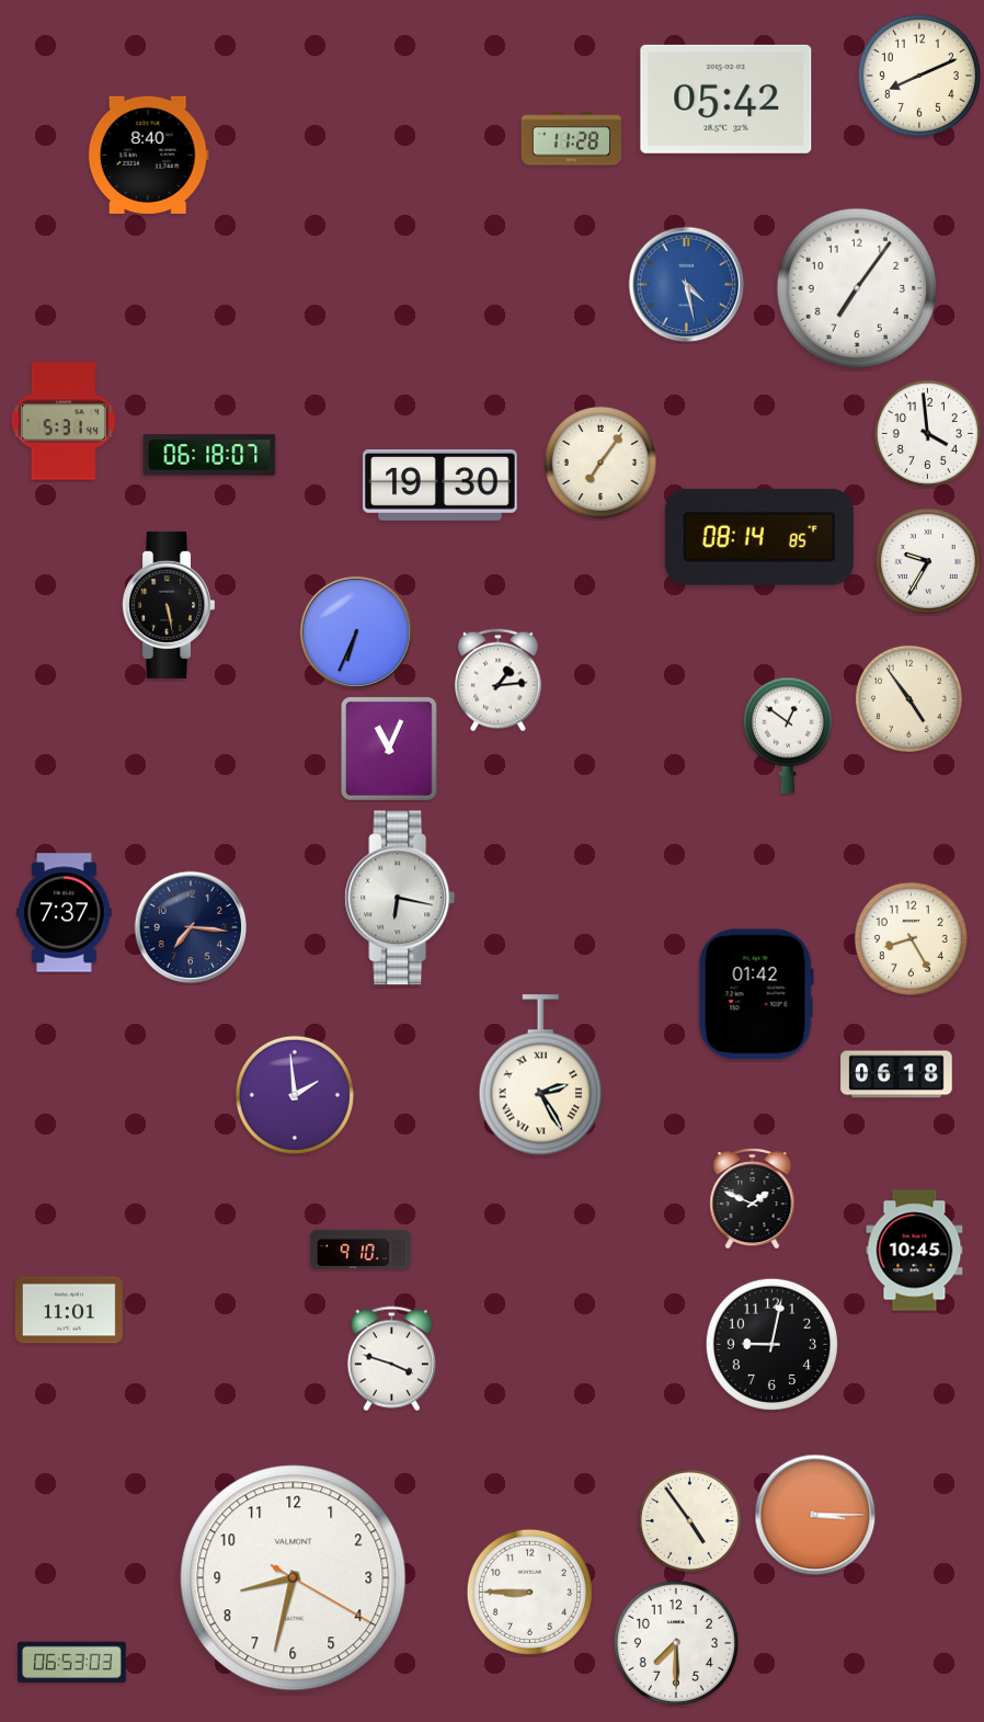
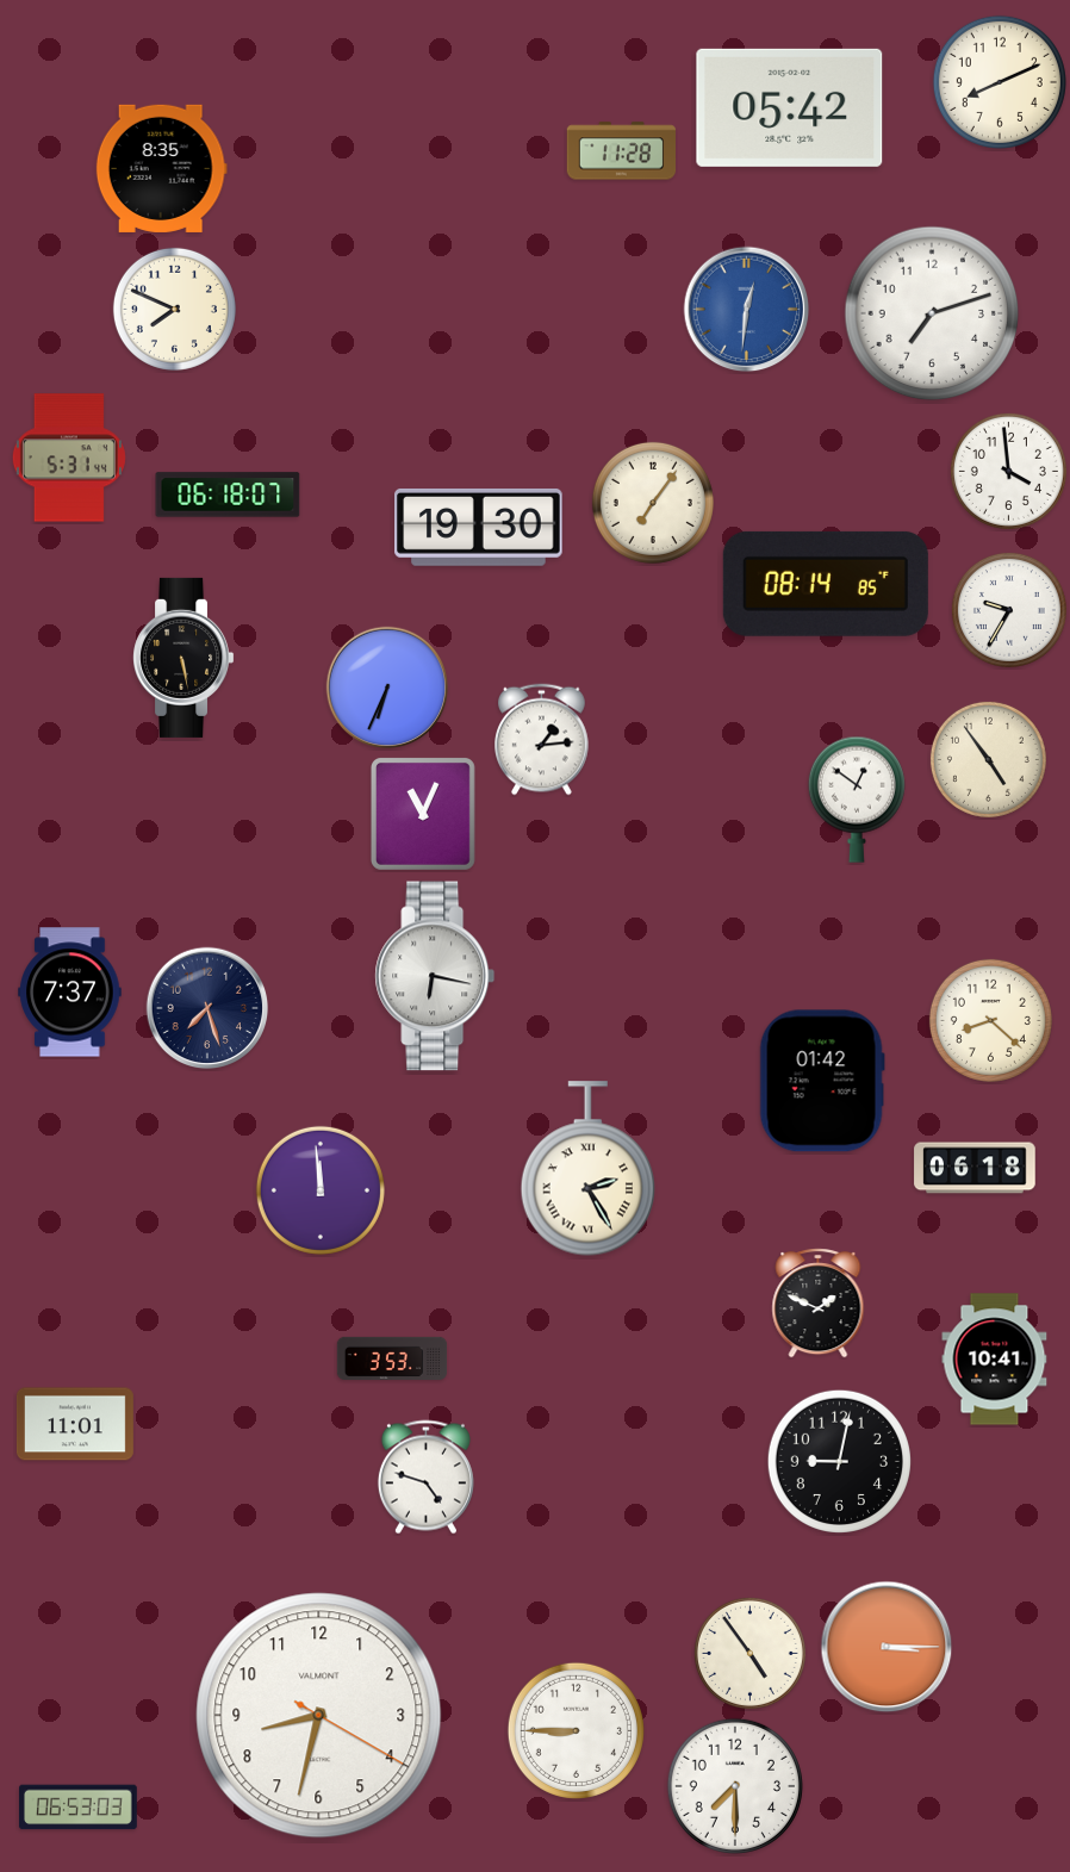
clock at (148, 155): 8:40 -> 8:35
clock at (174, 309): none -> 7:49
clock at (687, 285): 4:28 -> 12:31
clock at (857, 288): 7:06 -> 7:12
clock at (191, 927): 7:16 -> 7:27
clock at (911, 938): 8:25 -> 8:22
clock at (295, 1095): 1:59 -> 11:59
clock at (361, 1248): 9:10 -> 3:53
clock at (915, 1251): 10:45 -> 10:41
clock at (391, 1359): 3:48 -> 4:48
